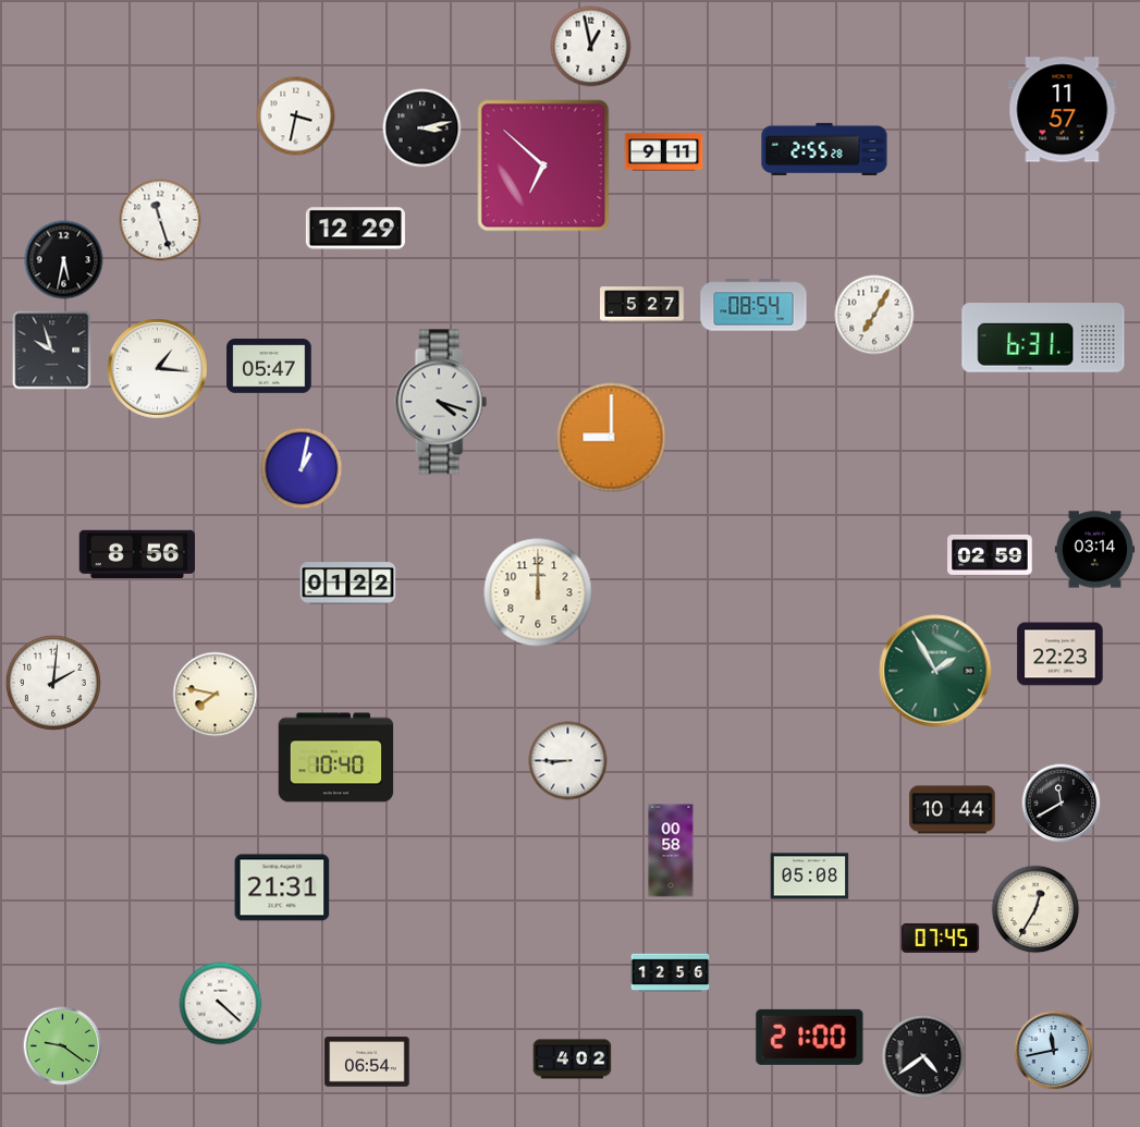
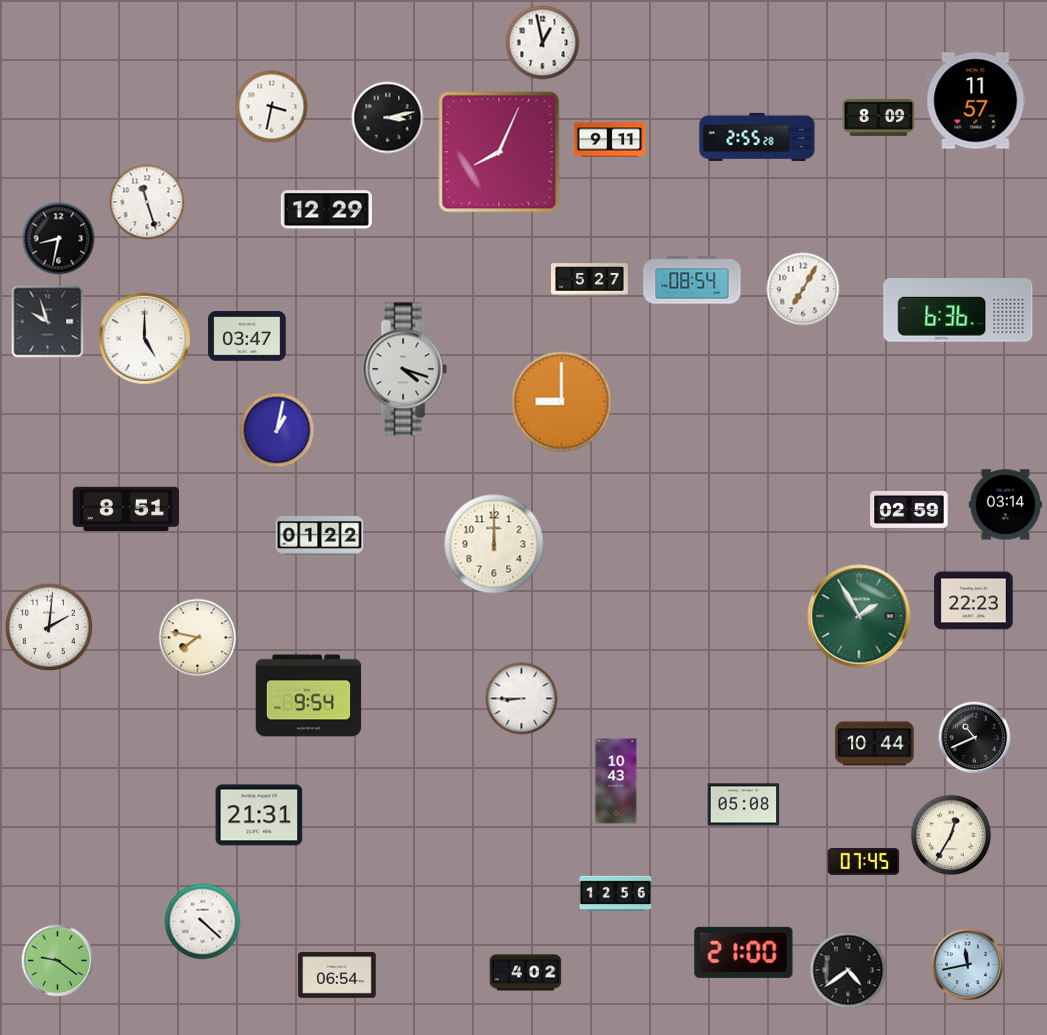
clock at (879, 117): none -> 8:09
clock at (543, 166): 6:52 -> 8:04
clock at (64, 260): 5:32 -> 8:32
clock at (1043, 338): 6:31 -> 6:36
clock at (269, 366): 05:47 -> 03:47
clock at (158, 369): 1:16 -> 5:00
clock at (137, 553): 8:56 -> 8:51
clock at (336, 758): 10:40 -> 9:54
clock at (1062, 804): 11:40 -> 10:41
clock at (671, 850): 00:58 -> 10:43
